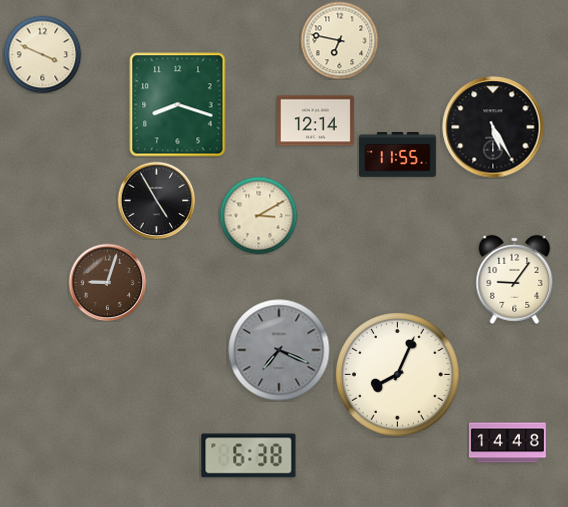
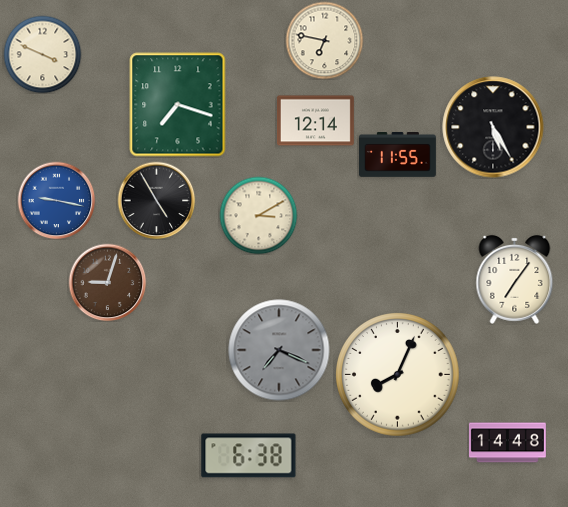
clock at (339, 40) position: (339, 40) -> (324, 40)
clock at (178, 105): 8:18 -> 7:18
clock at (56, 200): none -> 9:17
clock at (515, 279): 9:06 -> 7:06
